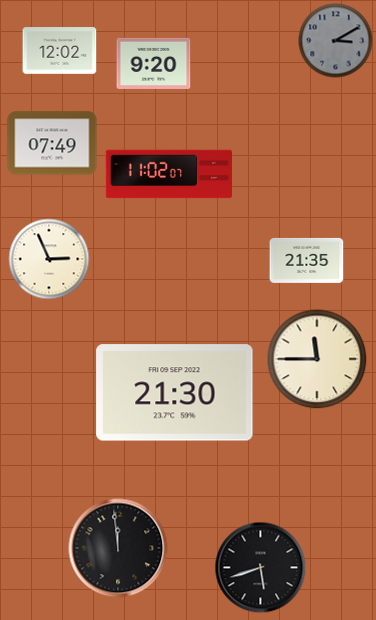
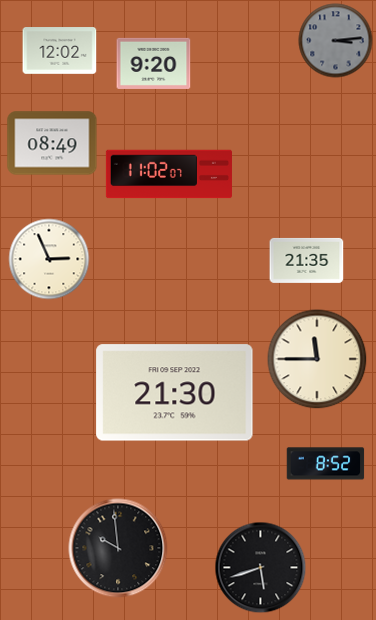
clock at (336, 41): 3:10 -> 3:14
clock at (52, 143): 07:49 -> 08:49
clock at (326, 464): none -> 8:52
clock at (118, 548): 11:59 -> 9:59
